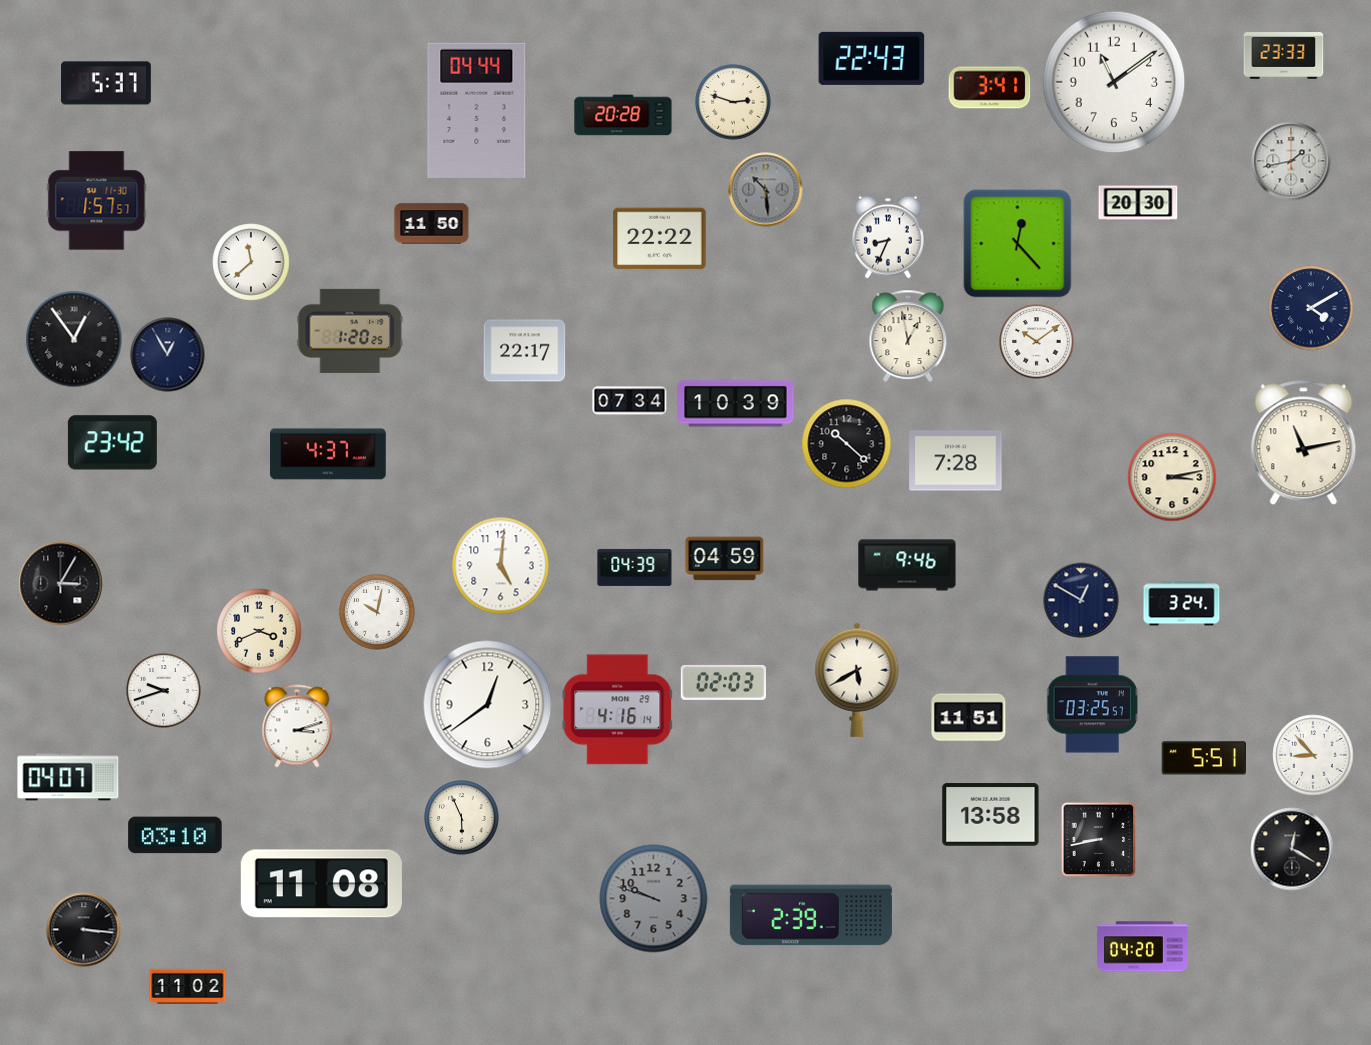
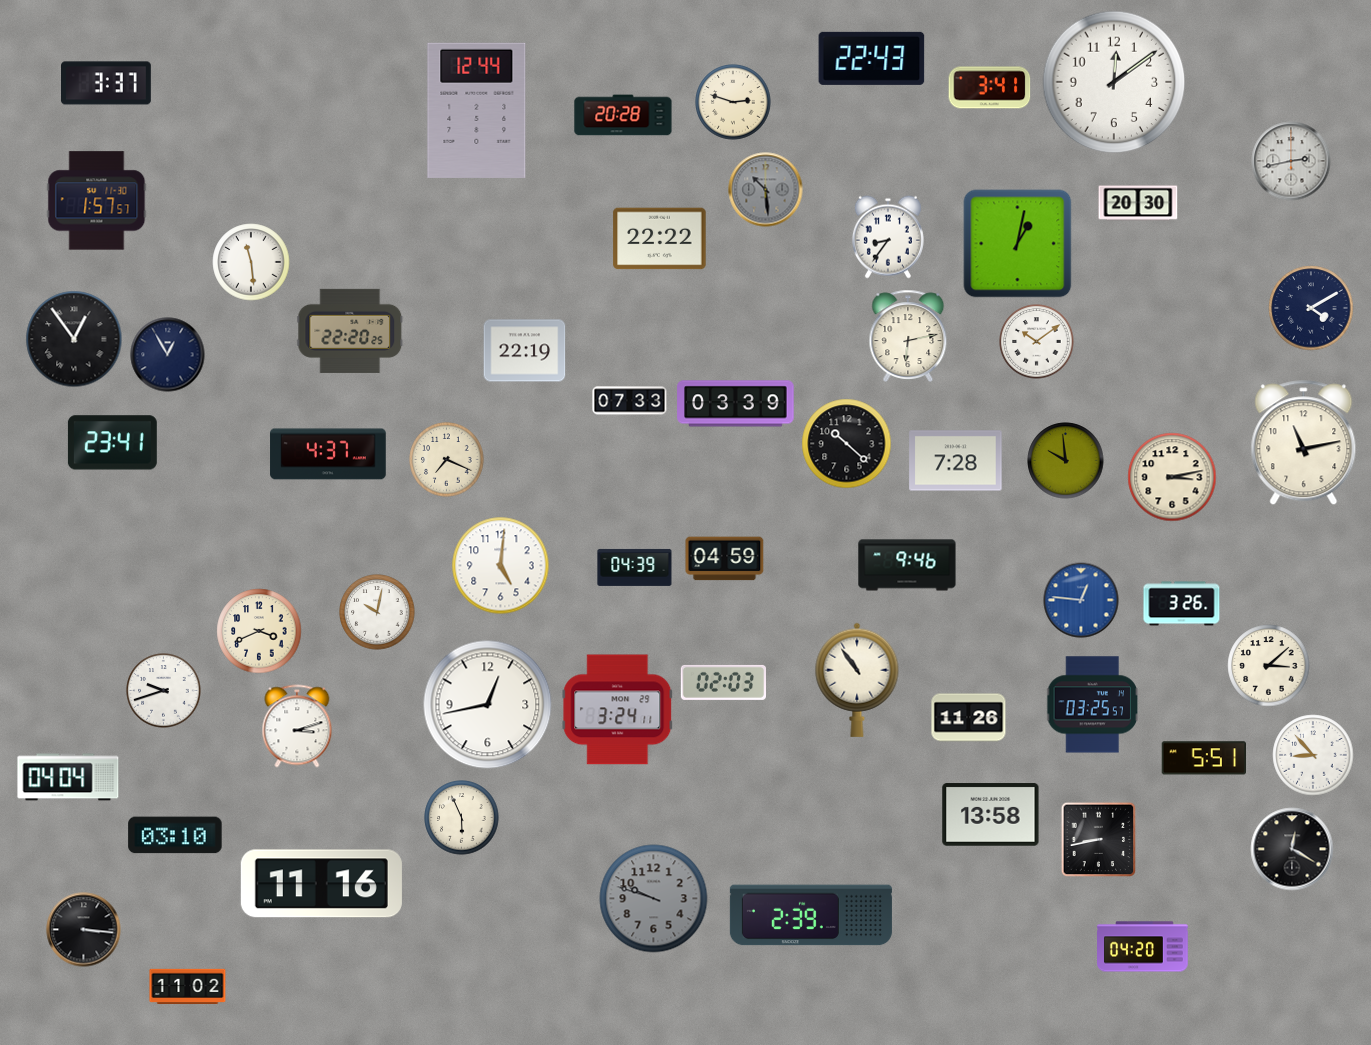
clock at (1284, 56): 23:33 -> none
clock at (1114, 82): 11:09 -> 12:09
clock at (107, 83): 5:37 -> 3:37
clock at (477, 110): 04:44 -> 12:44
clock at (1291, 161): 1:43 -> 2:43
clock at (432, 224): 11:50 -> none
clock at (888, 237): 8:34 -> 8:36
clock at (1018, 244): 12:23 -> 1:02
clock at (251, 262): 11:38 -> 11:29
clock at (350, 331): 1:20 -> 22:20
clock at (908, 335): 12:58 -> 6:13
clock at (525, 351): 22:17 -> 22:19
clock at (630, 401): 07:34 -> 07:33
clock at (736, 404): 10:39 -> 03:39
clock at (112, 443): 23:42 -> 23:41
clock at (447, 460): none -> 7:19
clock at (1066, 461): none -> 9:59
clock at (61, 584): 3:05 -> none
clock at (1081, 600): 12:50 -> 12:46
clock at (1081, 600) dial: navy -> blue
clock at (1182, 604): 3:24 -> 3:26
clock at (1269, 666): none -> 3:08
clock at (857, 680): 5:40 -> 10:54
clock at (488, 705): 12:39 -> 12:43
clock at (618, 710): 4:16 -> 3:24
clock at (969, 718): 11:51 -> 11:26
clock at (68, 777): 04:07 -> 04:04
clock at (321, 884): 11:08 -> 11:16
